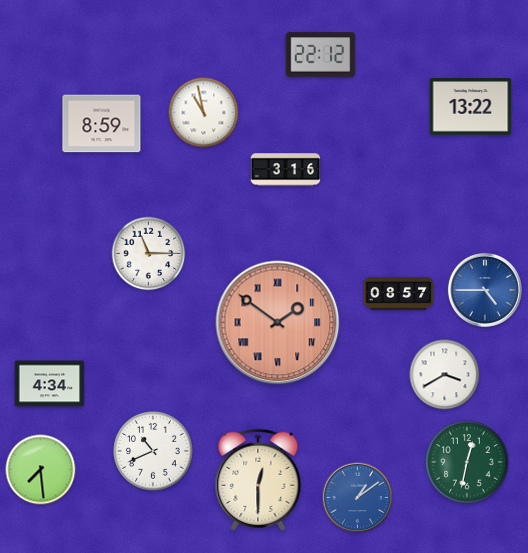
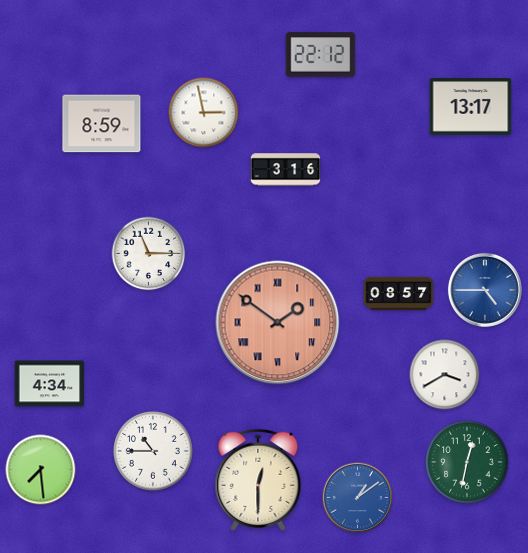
clock at (471, 107): 13:22 -> 13:17
clock at (204, 113): 10:58 -> 2:58
clock at (154, 452): 10:41 -> 10:45
